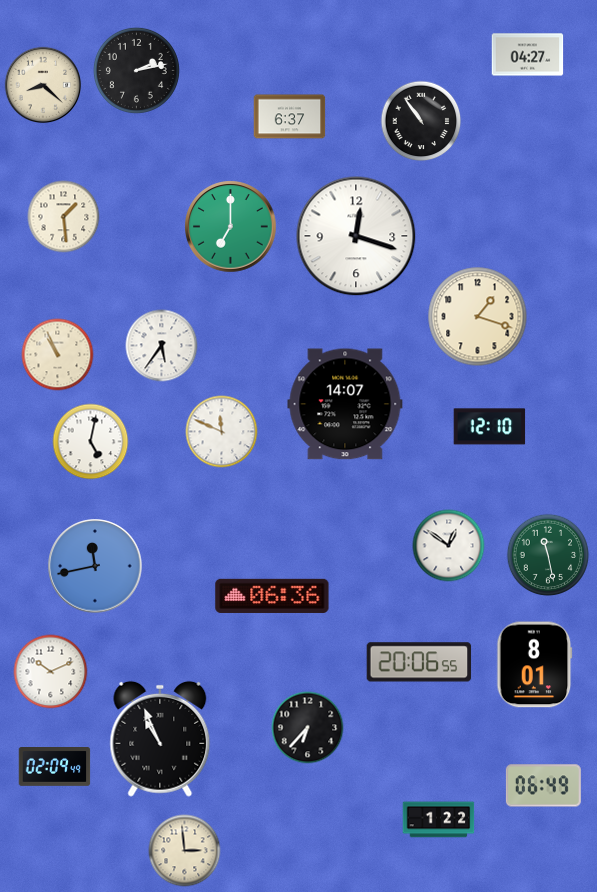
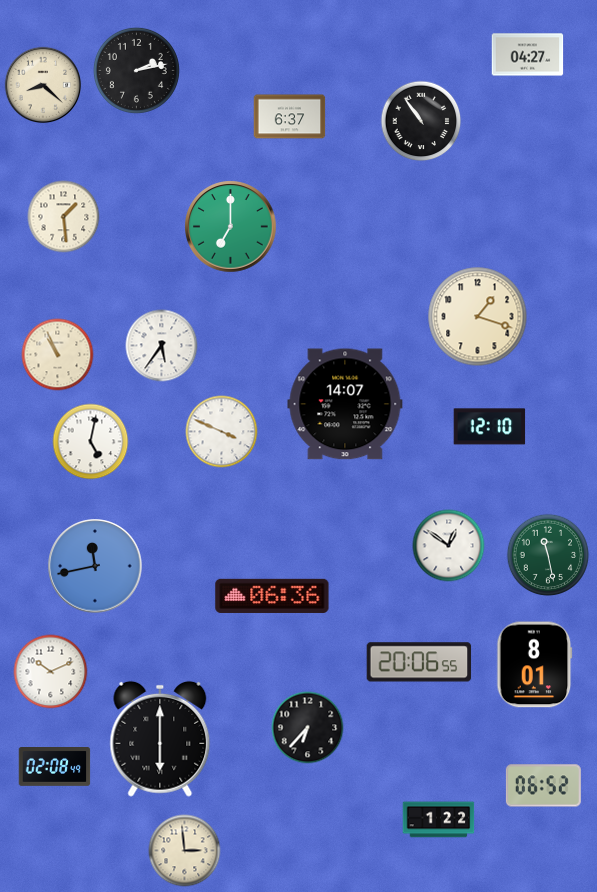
clock at (356, 236): 12:18 -> none
clock at (222, 432): 11:49 -> 3:49
clock at (160, 739): 10:56 -> 6:00
clock at (55, 767): 02:09 -> 02:08
clock at (543, 786): 06:49 -> 06:52
